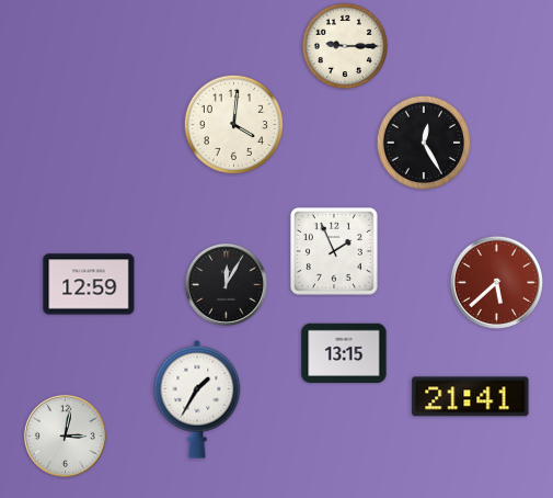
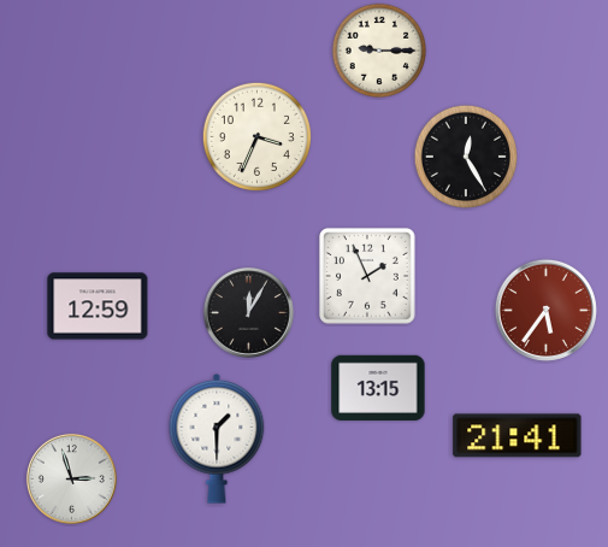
clock at (233, 124): 4:01 -> 3:34
clock at (496, 282): 5:38 -> 5:36
clock at (89, 284) position: (89, 284) -> (98, 306)
clock at (197, 399): 1:35 -> 1:30
clock at (65, 435): 3:02 -> 2:57
